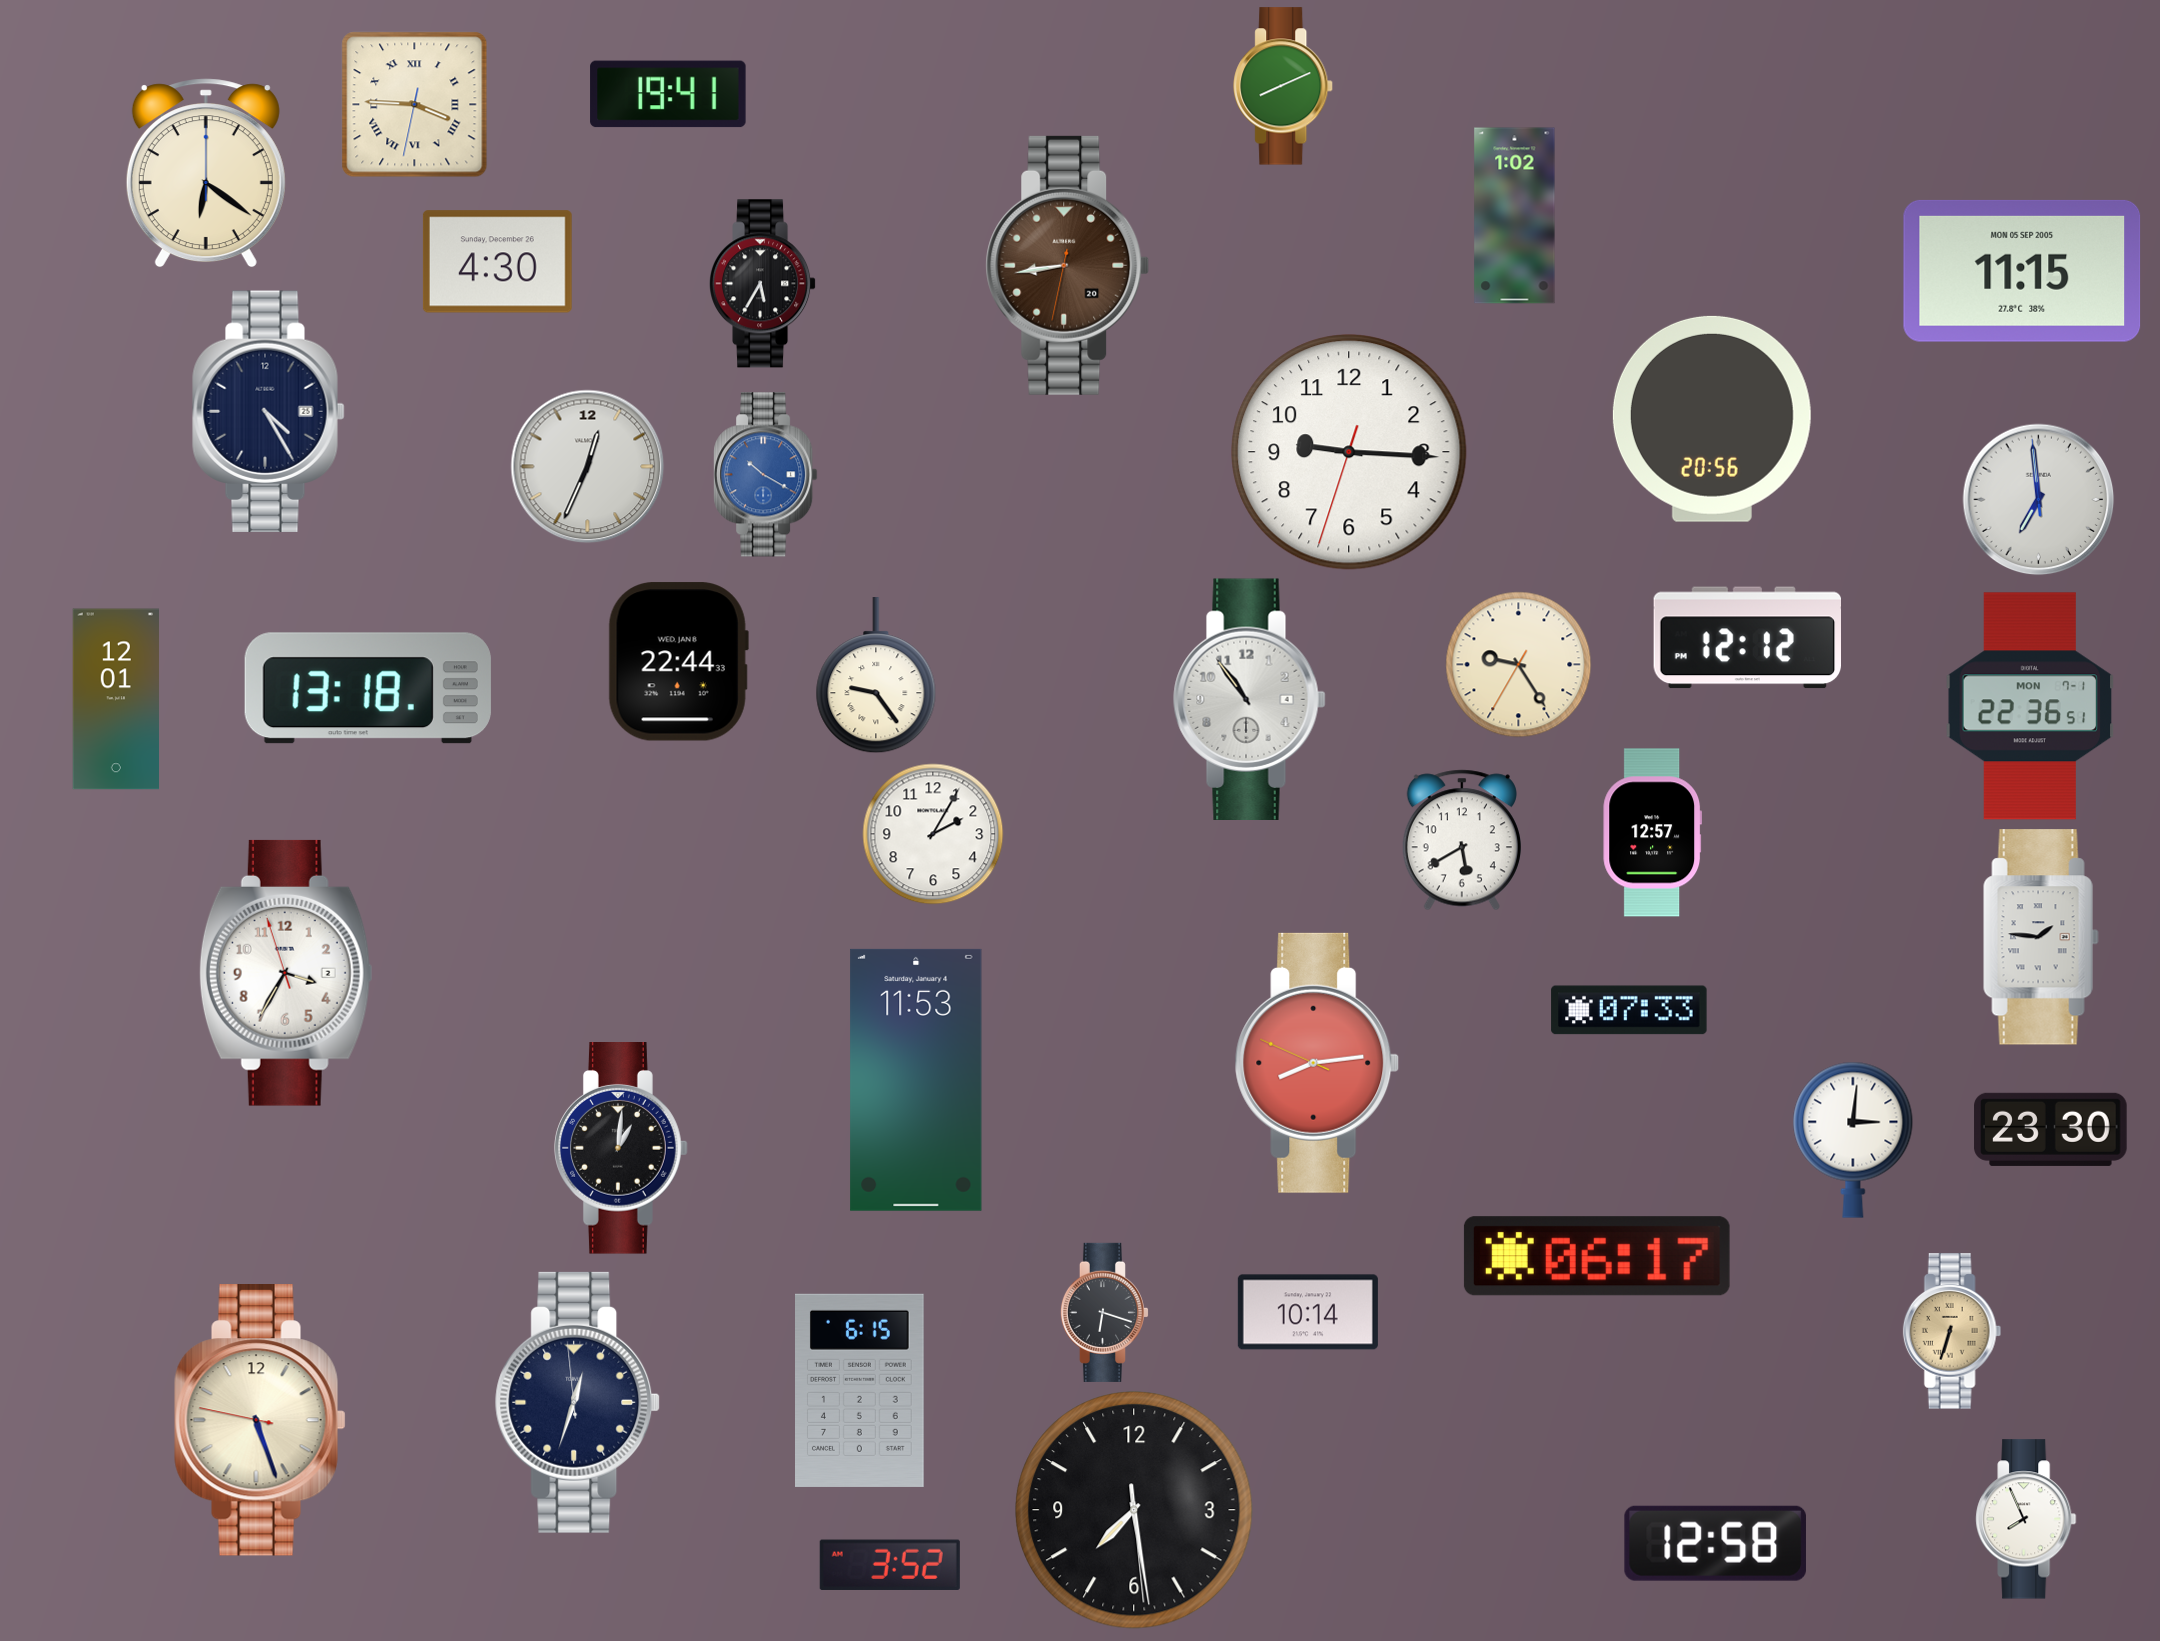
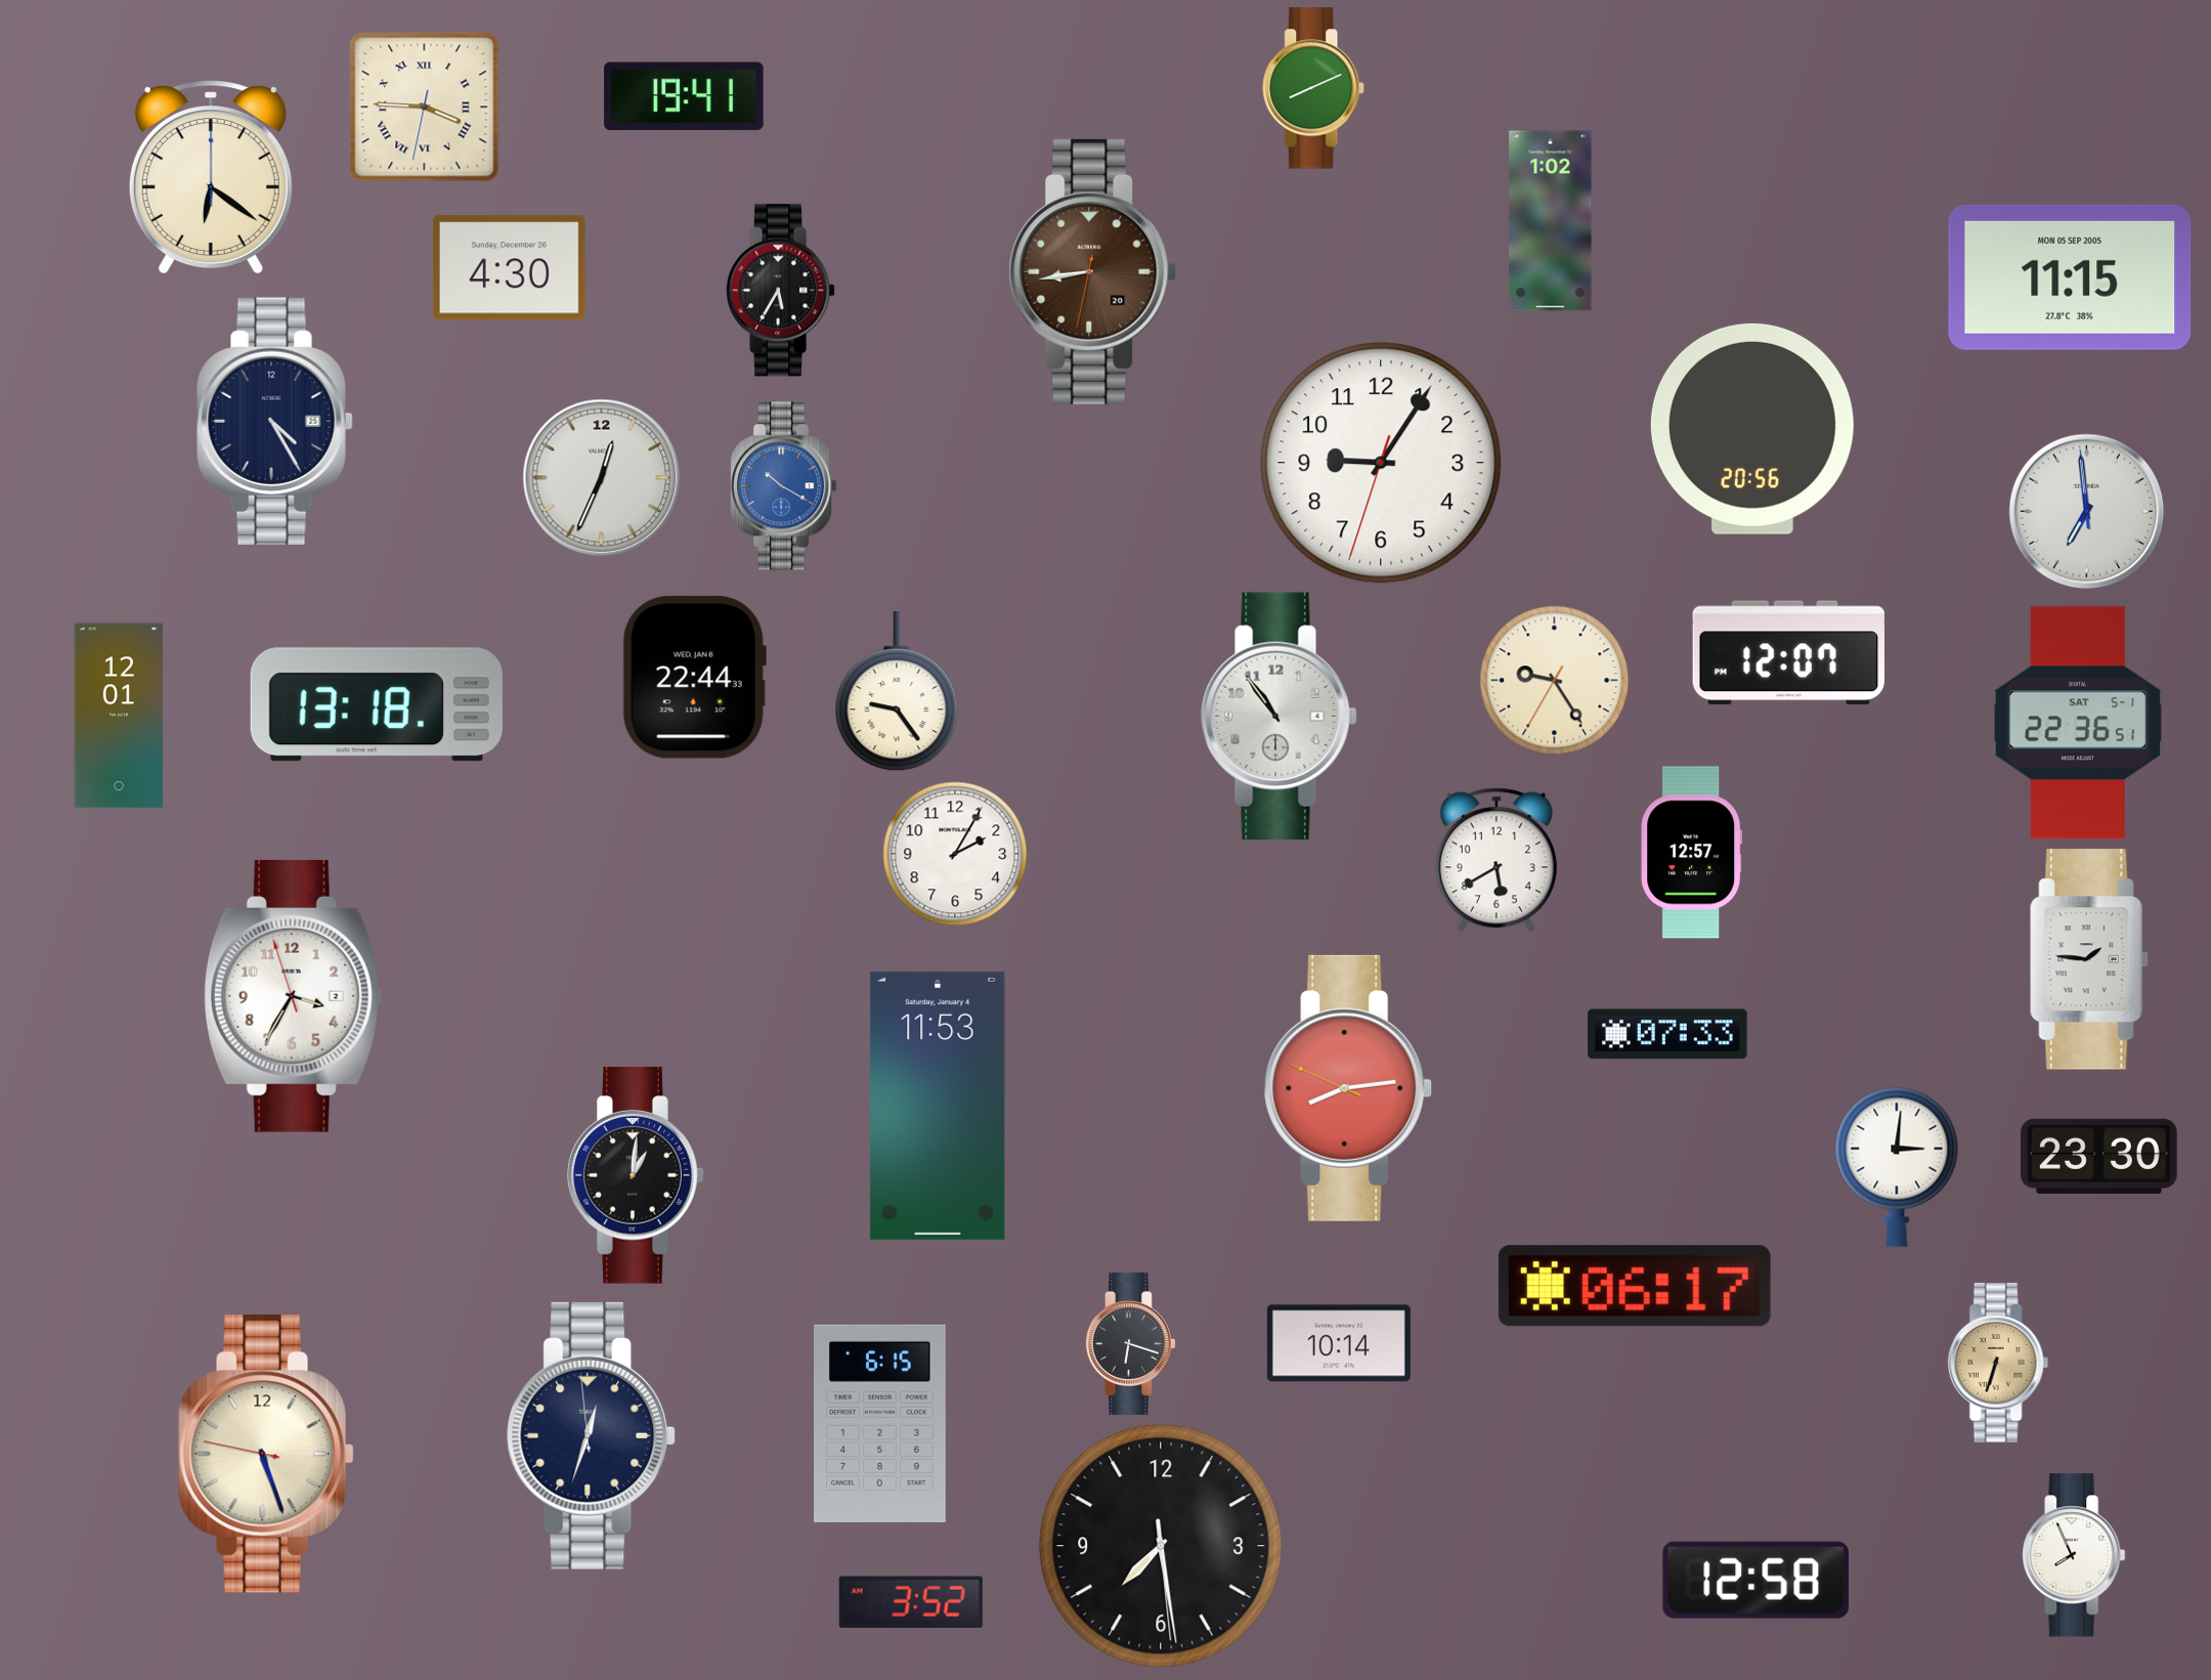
clock at (1349, 452): 9:15 -> 9:05
clock at (1747, 638): 12:12 -> 12:07
clock at (2030, 706) date: MON 7-1 -> SAT 5-1
